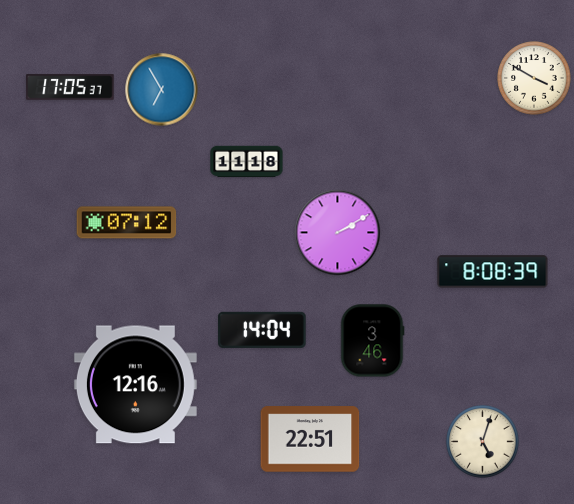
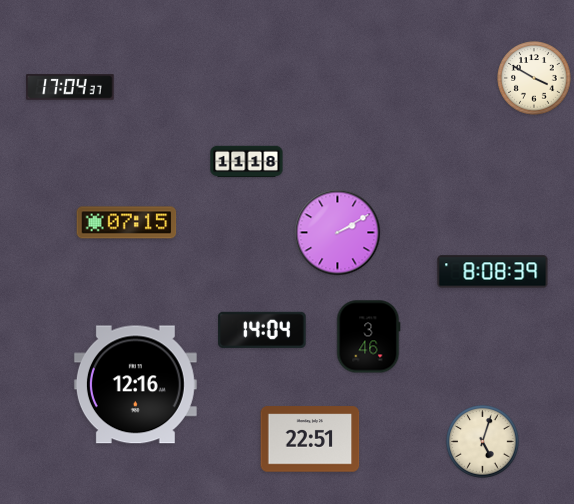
clock at (70, 87): 17:05 -> 17:04
clock at (162, 90): 6:55 -> none
clock at (127, 223): 07:12 -> 07:15
clock at (373, 341) position: (373, 341) -> (369, 337)
